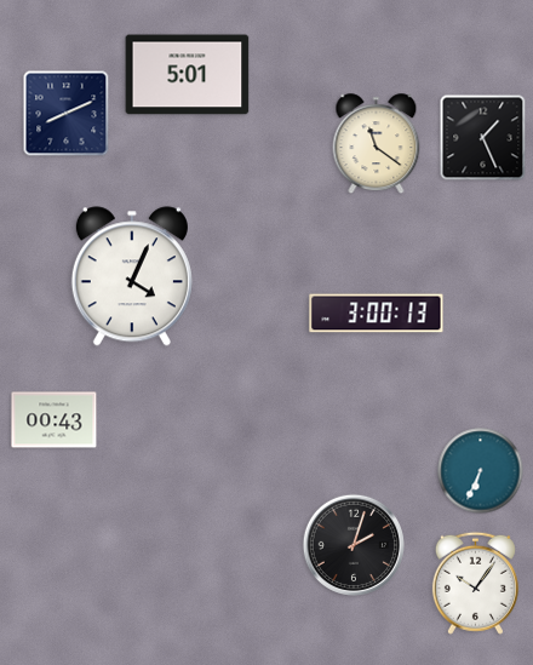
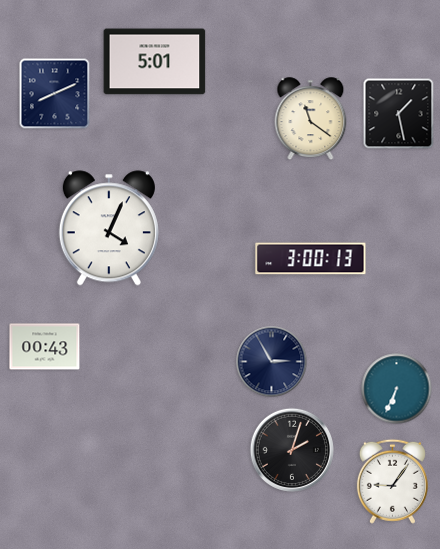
clock at (483, 138): 1:26 -> 1:28
clock at (272, 362): none -> 2:55
clock at (475, 583): 10:06 -> 9:06
